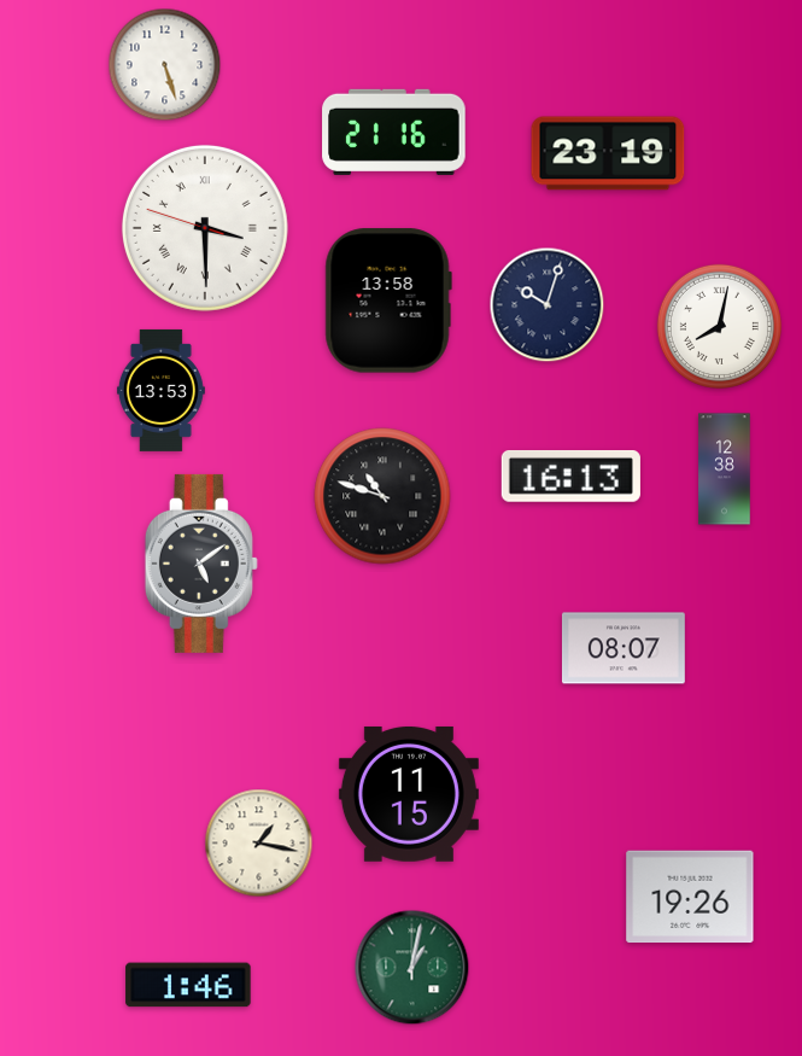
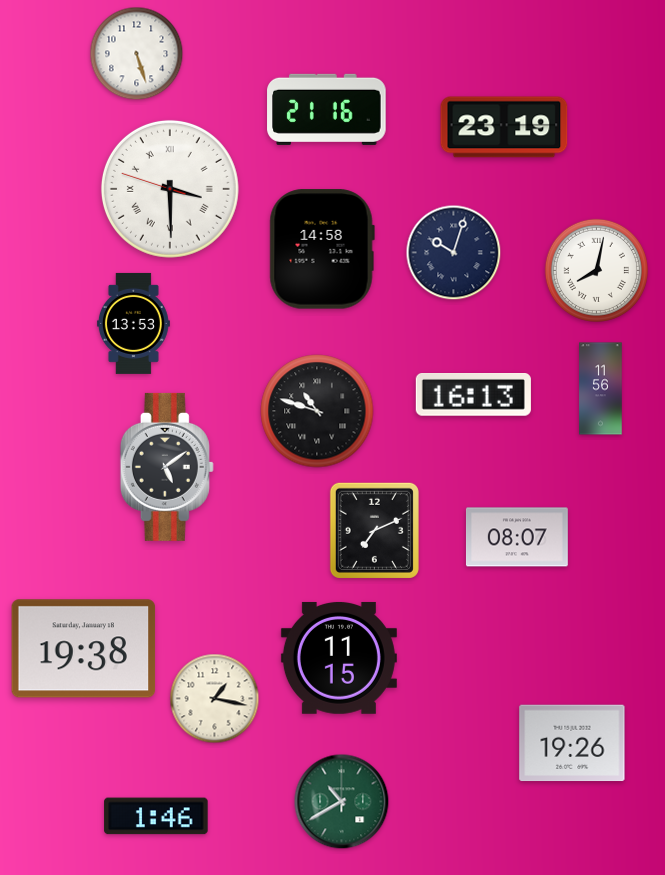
clock at (388, 301): 13:58 -> 14:58
clock at (725, 469): 12:38 -> 11:56
clock at (374, 530): none -> 7:11
clock at (84, 649): none -> 19:38
clock at (412, 968): 1:02 -> 10:40
